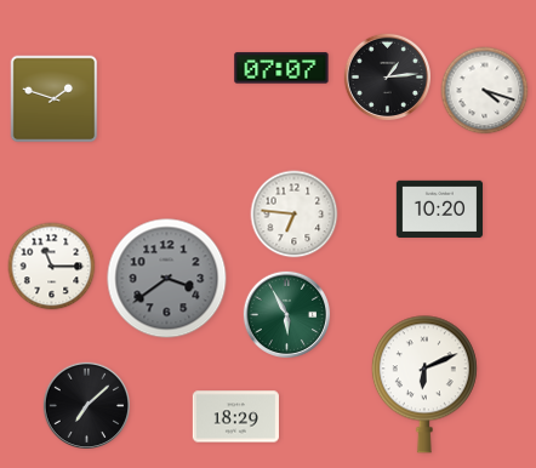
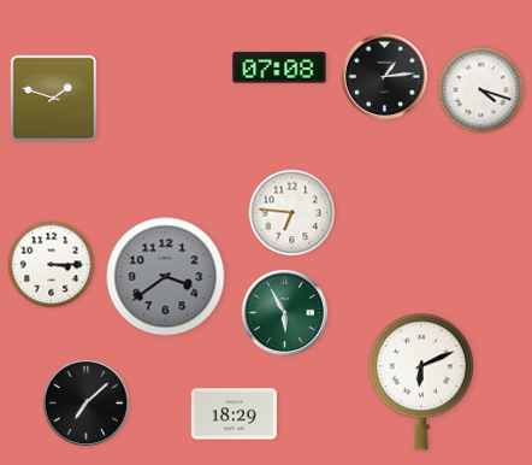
clock at (281, 68): 07:07 -> 07:08
clock at (439, 210): 10:20 -> none
clock at (52, 267): 11:15 -> 3:15
